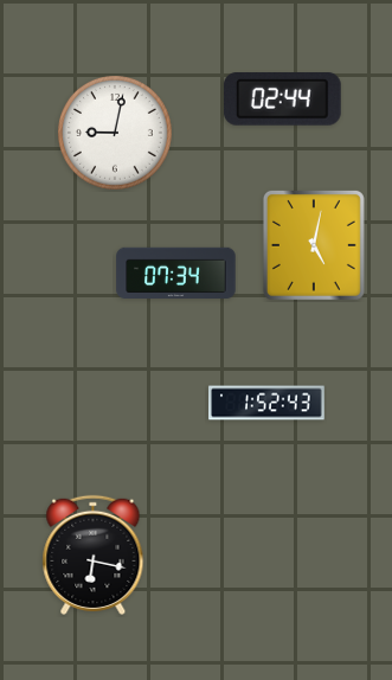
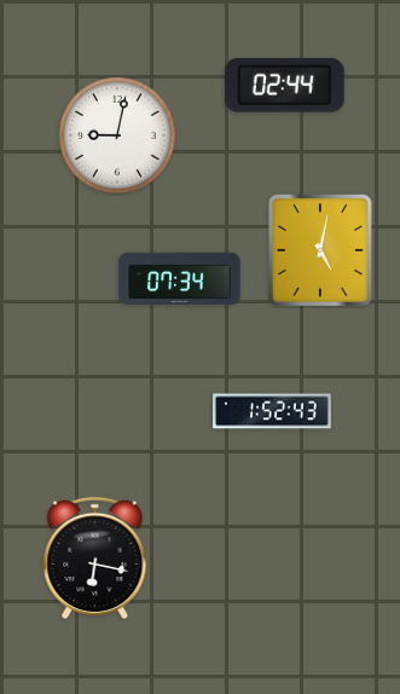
clock at (282, 100) position: (282, 100) -> (284, 86)
clock at (94, 554) position: (94, 554) -> (95, 557)
